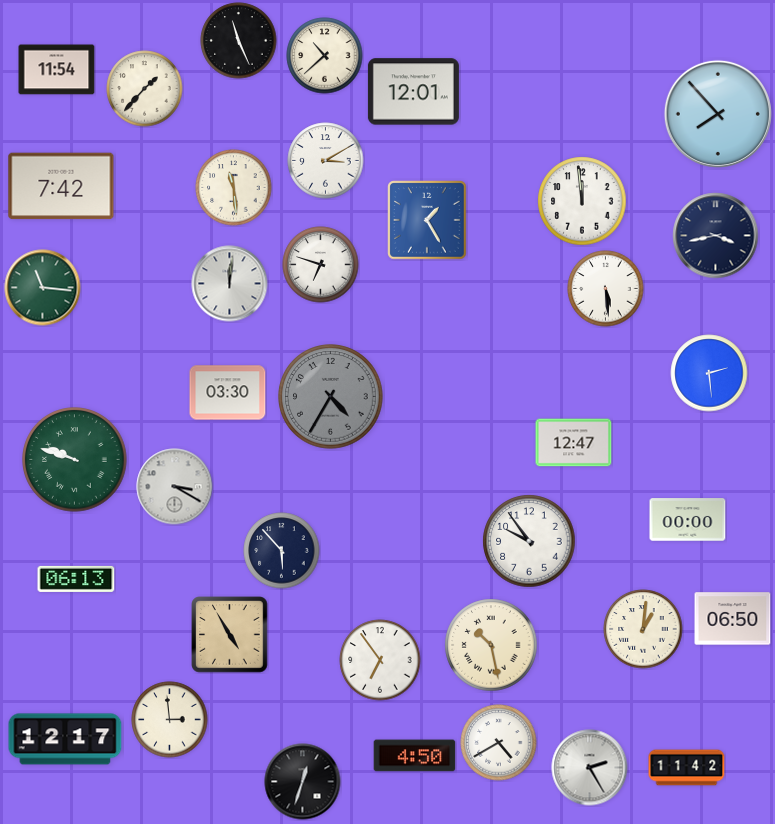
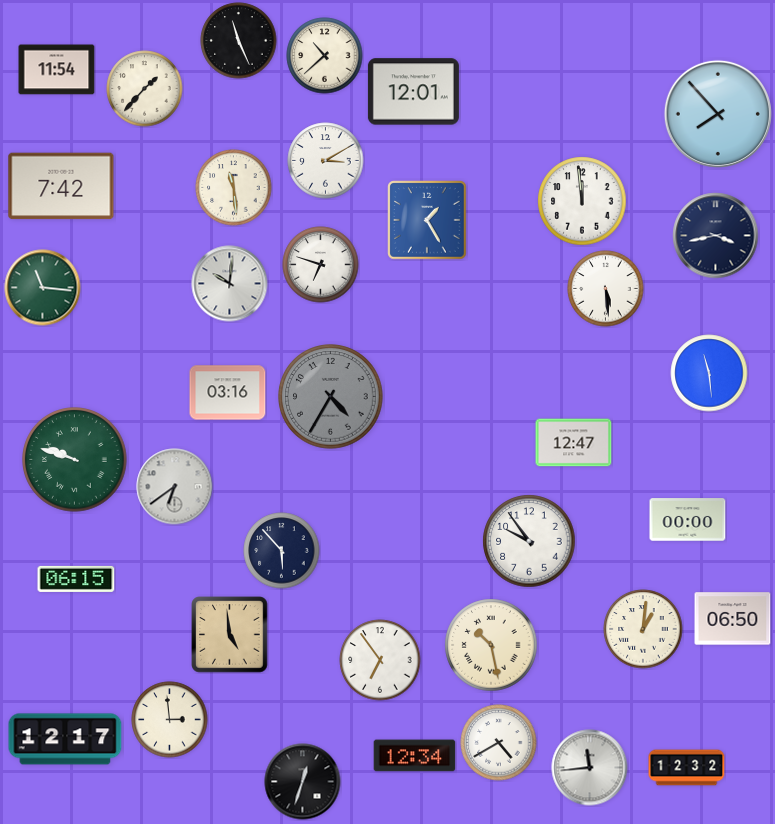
clock at (230, 284): 12:01 -> 10:01
clock at (709, 373): 2:29 -> 11:29
clock at (228, 393): 03:30 -> 03:16
clock at (175, 487): 3:20 -> 6:39
clock at (76, 579): 06:13 -> 06:15
clock at (230, 635): 4:55 -> 4:59
clock at (415, 756): 4:50 -> 12:34
clock at (590, 768): 2:25 -> 11:44
clock at (687, 768): 11:42 -> 12:32
